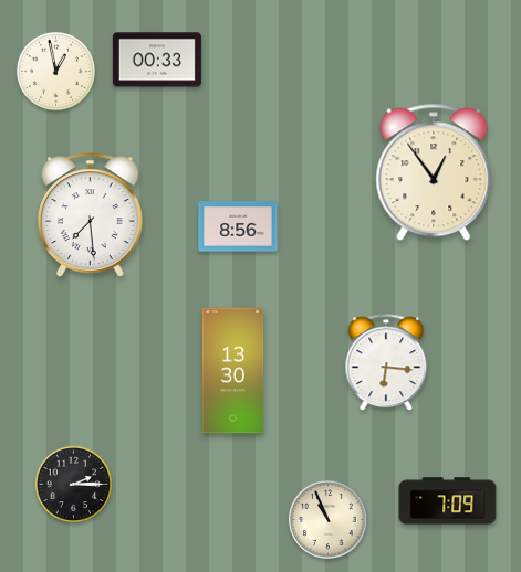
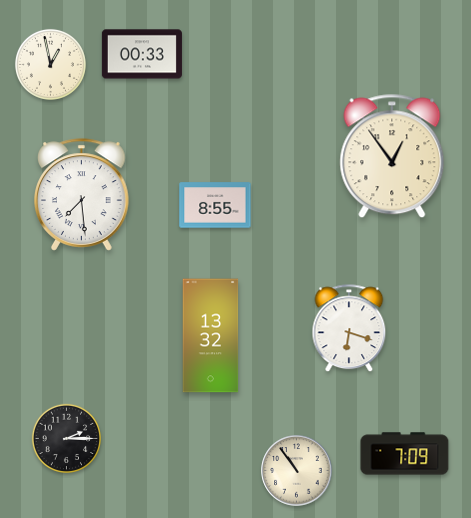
clock at (238, 226): 8:56 -> 8:55
clock at (386, 363): 6:16 -> 6:18
clock at (233, 371): 13:30 -> 13:32
clock at (329, 520): 10:56 -> 10:54
